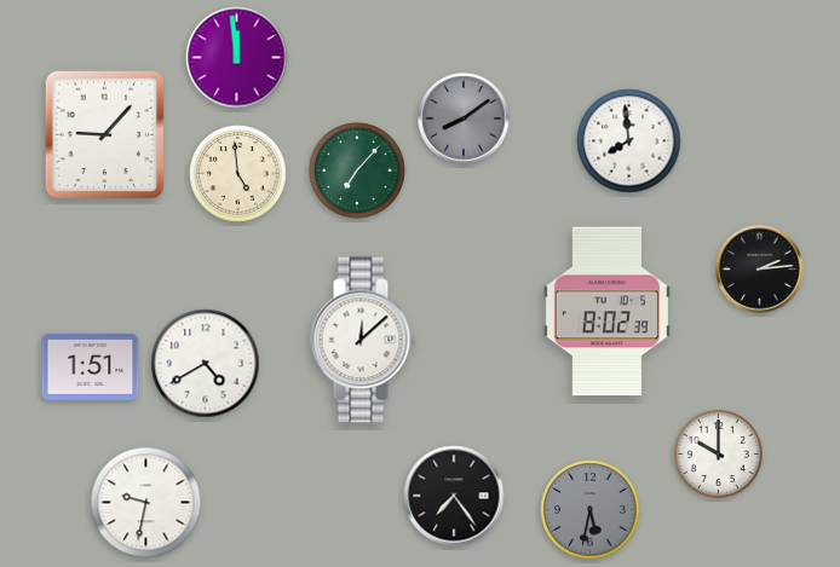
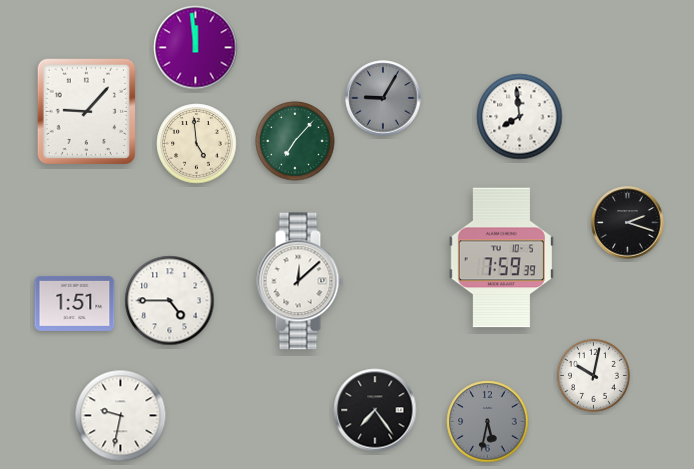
clock at (464, 118): 8:09 -> 9:05
clock at (760, 270): 2:14 -> 2:18
clock at (606, 312): 8:02 -> 7:59
clock at (206, 364): 4:40 -> 4:45
clock at (718, 453): 10:00 -> 10:02
